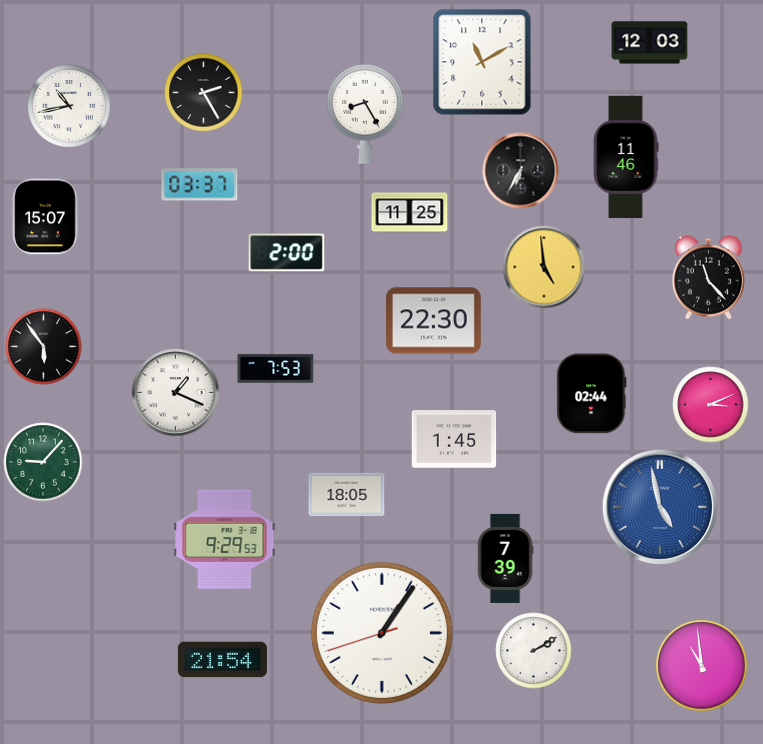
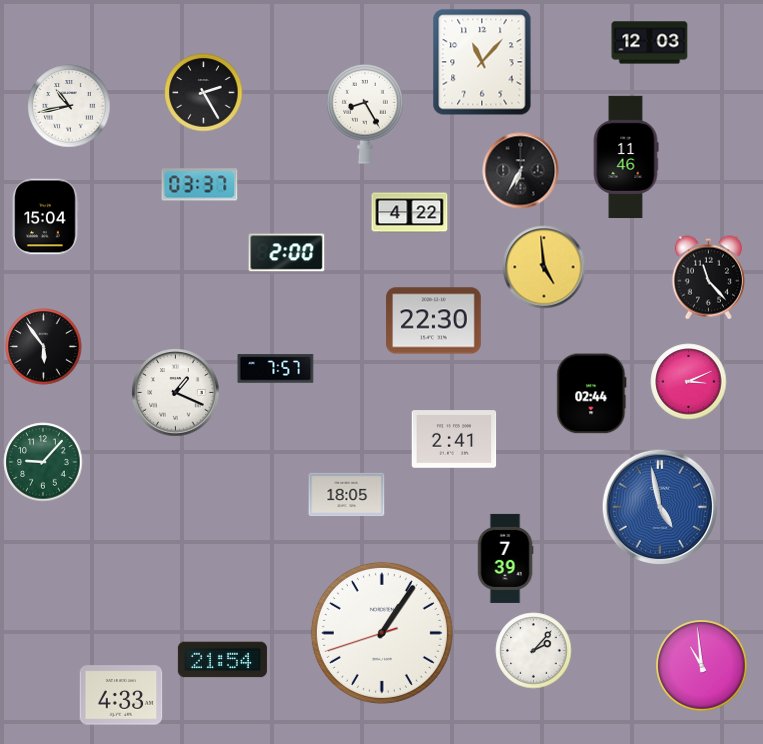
clock at (482, 62): 11:10 -> 11:07
clock at (410, 213): 11:25 -> 4:22
clock at (46, 217): 15:07 -> 15:04
clock at (276, 369): 7:53 -> 7:57
clock at (711, 405) position: (711, 405) -> (689, 382)
clock at (454, 439): 1:45 -> 2:41
clock at (225, 539): 9:29 -> none
clock at (534, 651): 2:10 -> 2:07
clock at (121, 695): none -> 4:33
